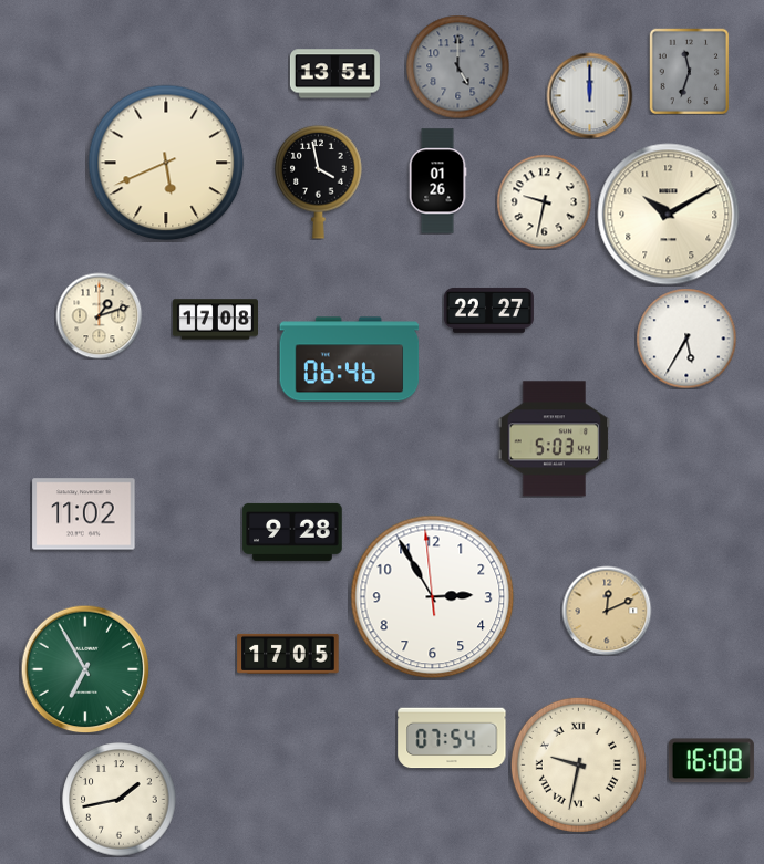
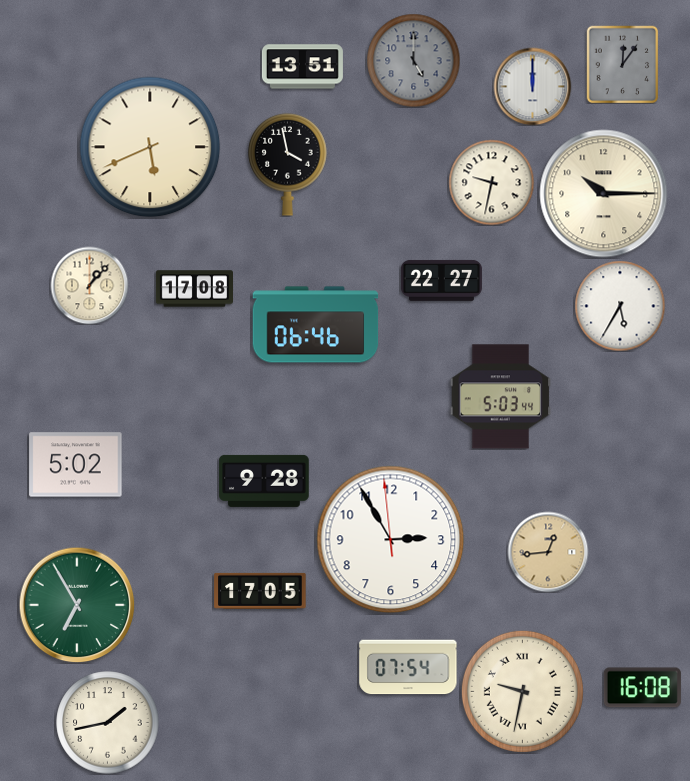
clock at (690, 71): 11:33 -> 12:06
clock at (437, 181): 01:26 -> none
clock at (669, 215): 10:10 -> 10:15
clock at (99, 315): 1:12 -> 1:07
clock at (84, 514): 11:02 -> 5:02
clock at (607, 611): 12:11 -> 12:44
